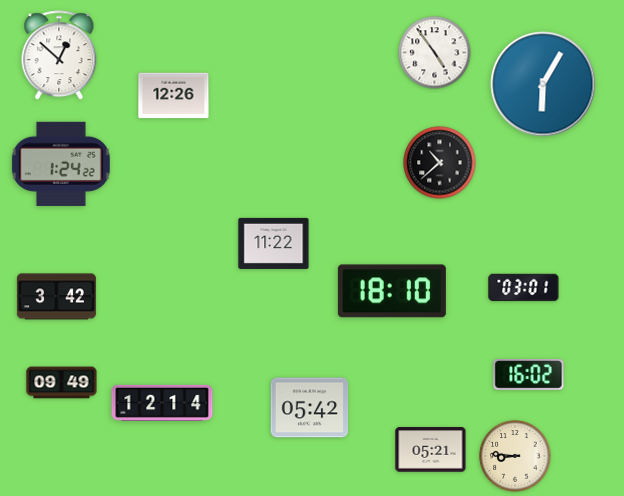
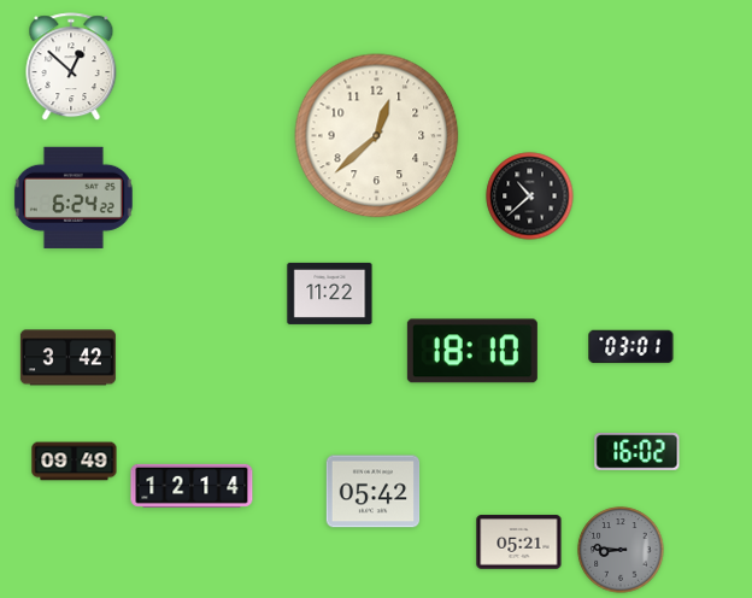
clock at (435, 53): 4:54 -> none
clock at (543, 84): 6:05 -> none
clock at (174, 96): 12:26 -> none
clock at (377, 136): none -> 12:38
clock at (61, 164): 1:24 -> 6:24
clock at (162, 403) position: (162, 403) -> (192, 486)
clock at (515, 456) dial: cream -> grey
